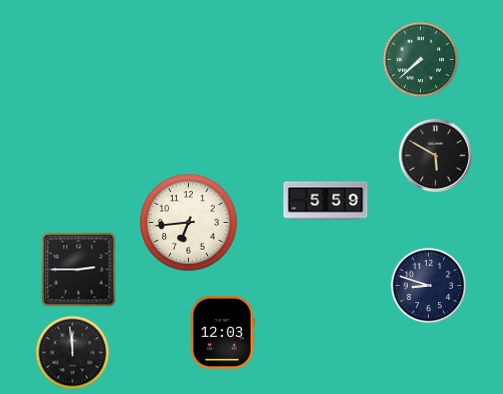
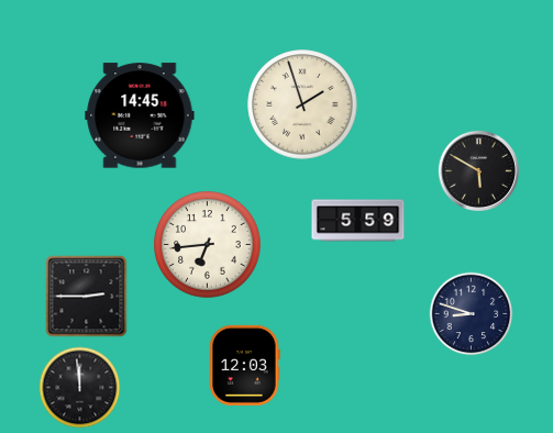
clock at (421, 60): 7:38 -> none
clock at (302, 104): none -> 1:57
clock at (140, 115): none -> 14:45
